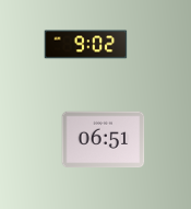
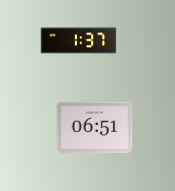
clock at (86, 45): 9:02 -> 1:37
